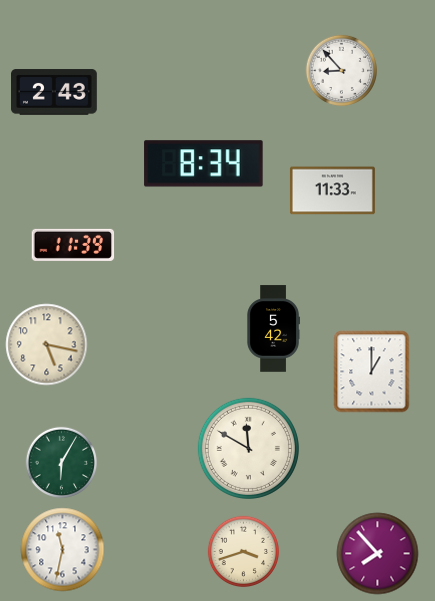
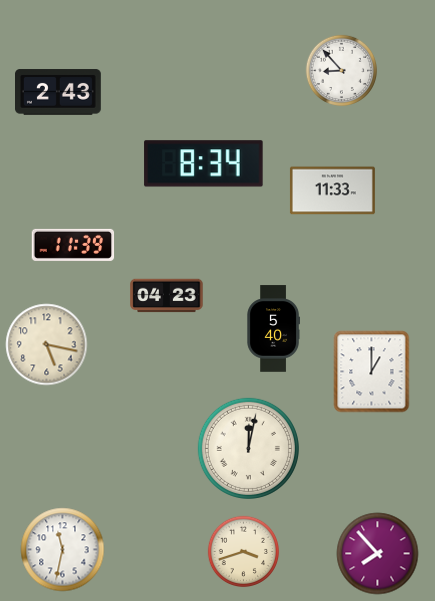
clock at (55, 92) position: (55, 92) -> (59, 92)
clock at (167, 296): none -> 04:23
clock at (273, 329): 5:42 -> 5:40
clock at (248, 448): 11:50 -> 12:02
clock at (62, 463): 6:05 -> none
